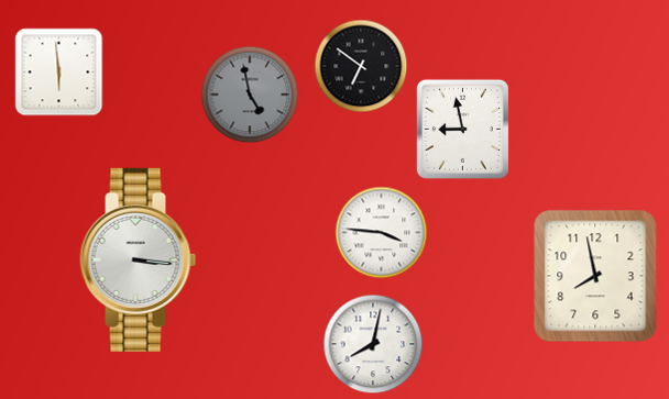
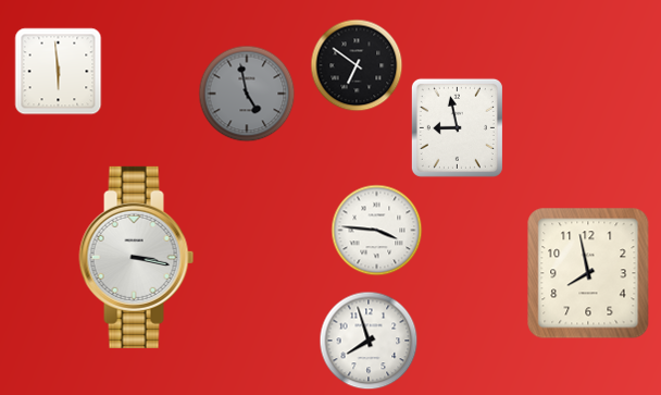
clock at (139, 259): 3:16 -> 3:17
clock at (373, 344): 8:02 -> 7:57
